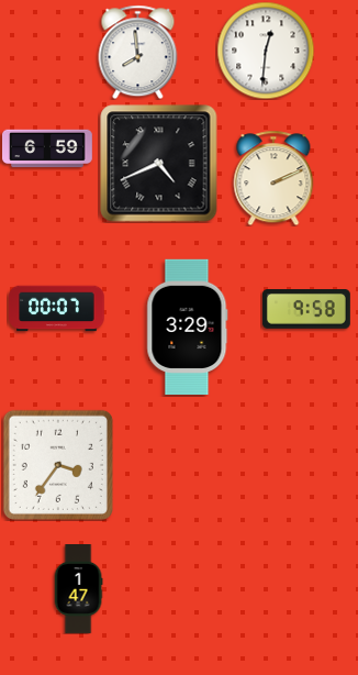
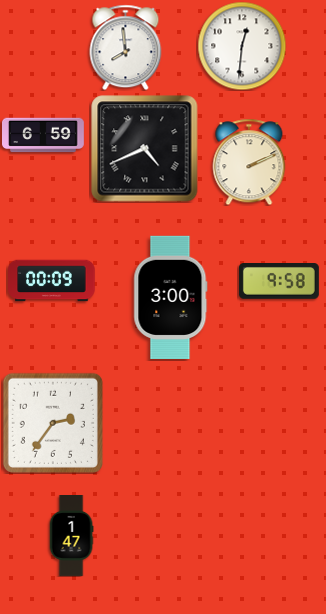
clock at (57, 309): 00:07 -> 00:09
clock at (188, 327): 3:29 -> 3:00
clock at (58, 465): 3:36 -> 2:36
